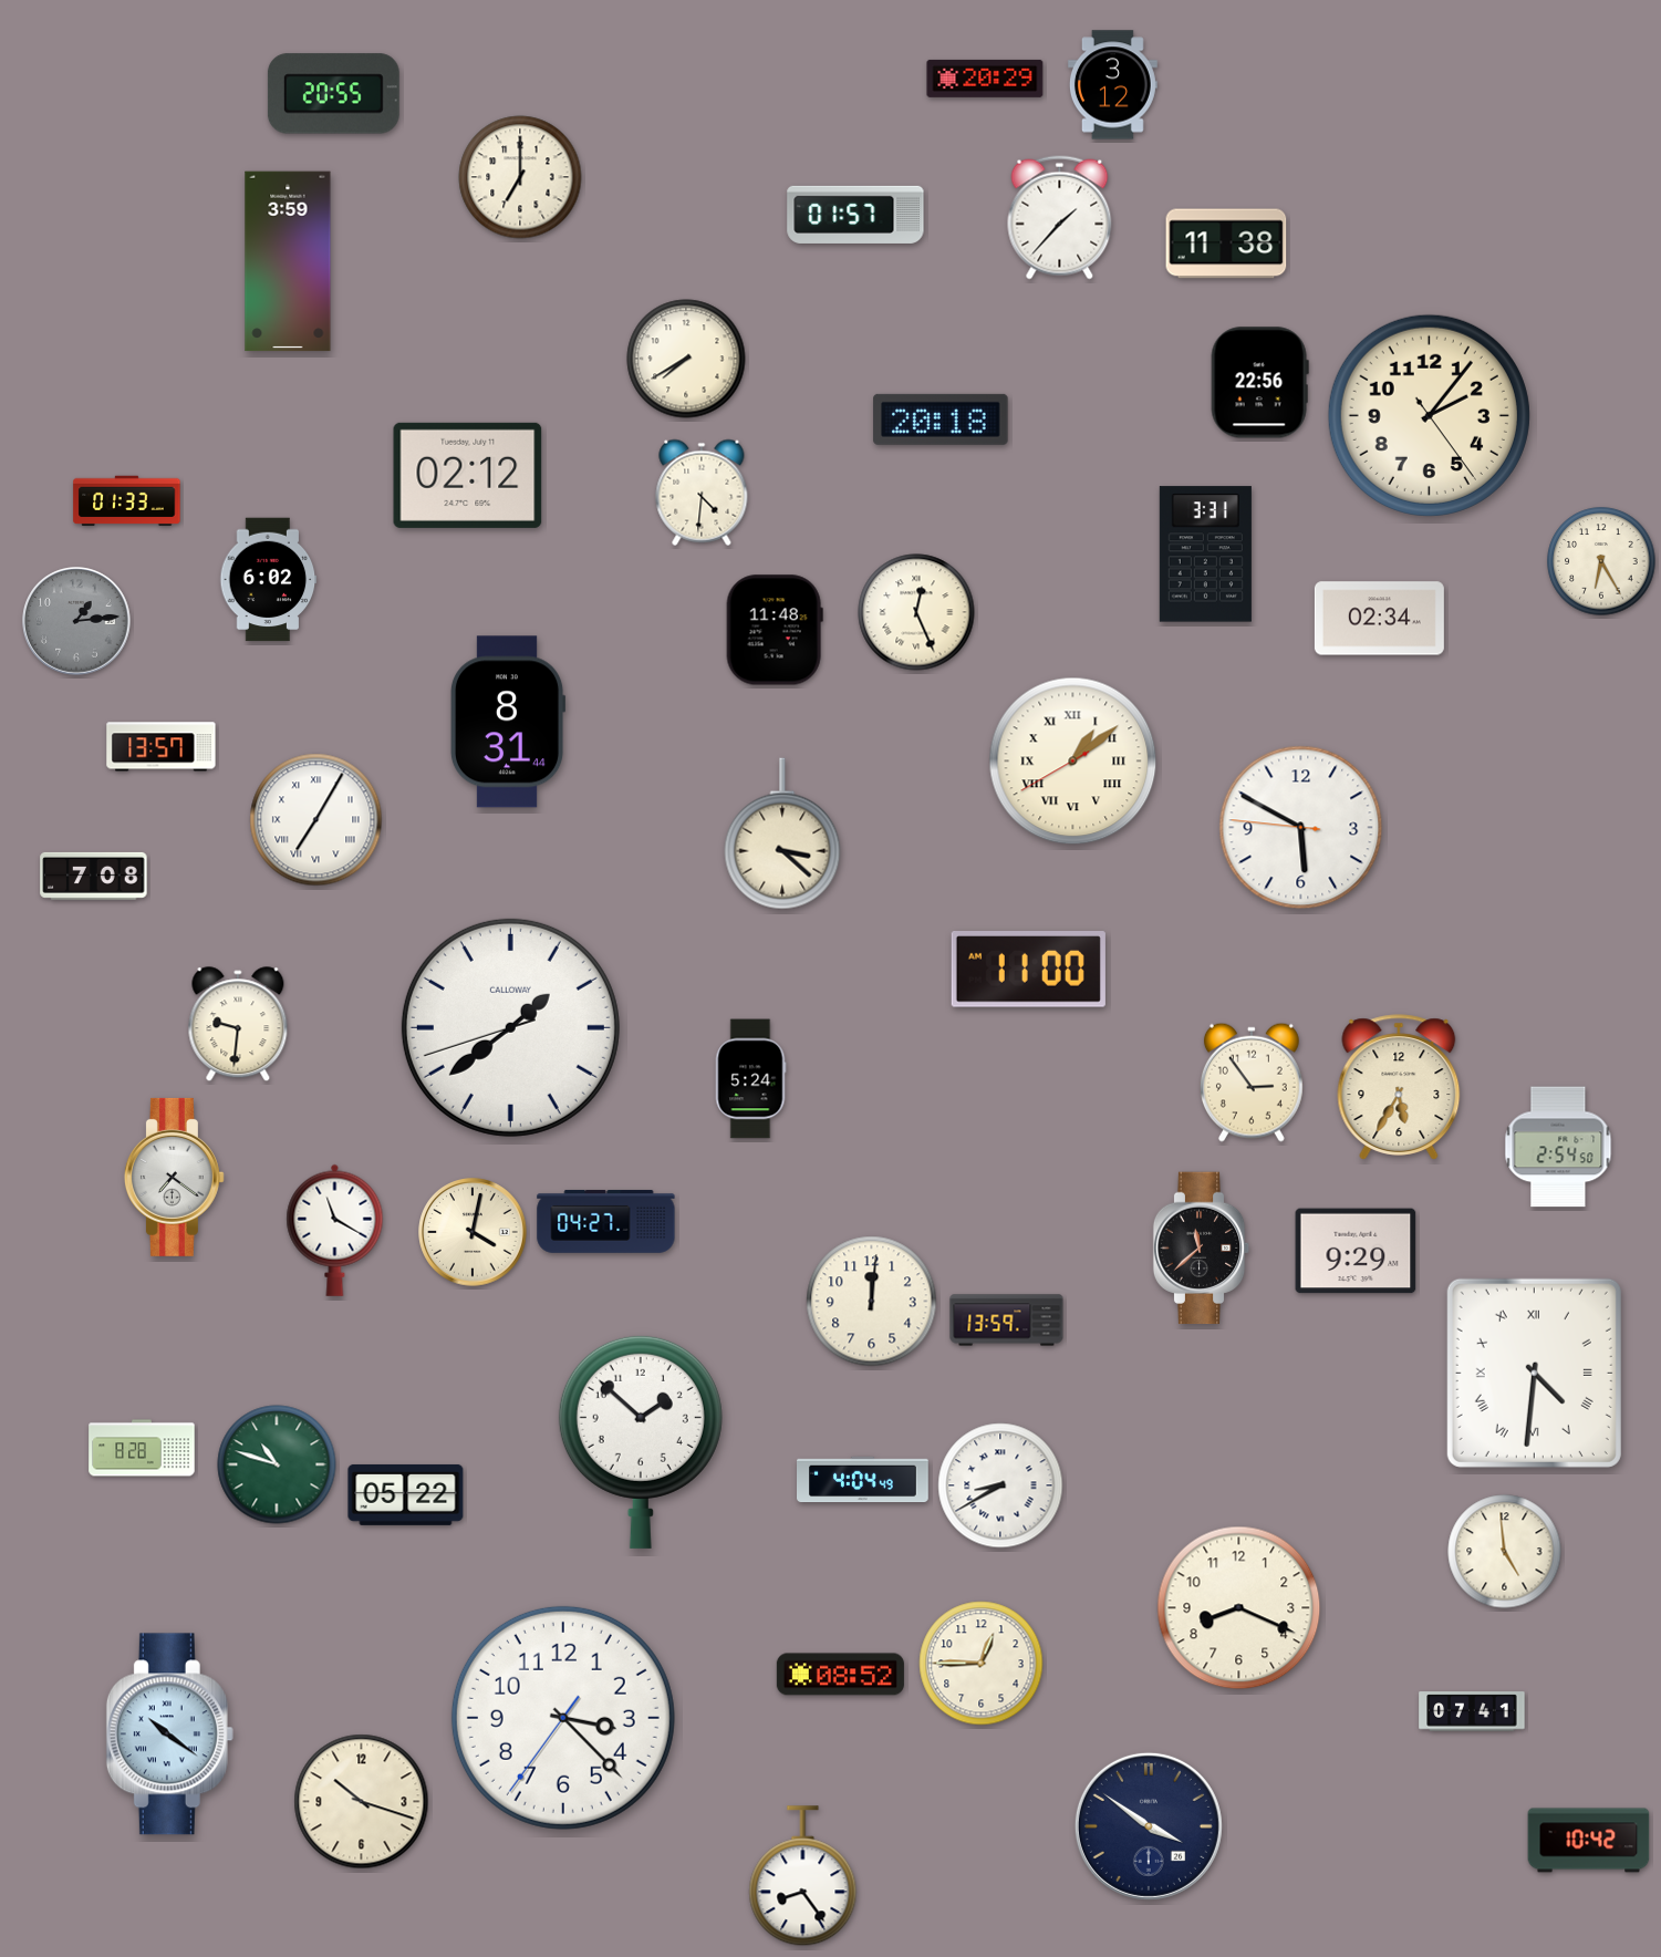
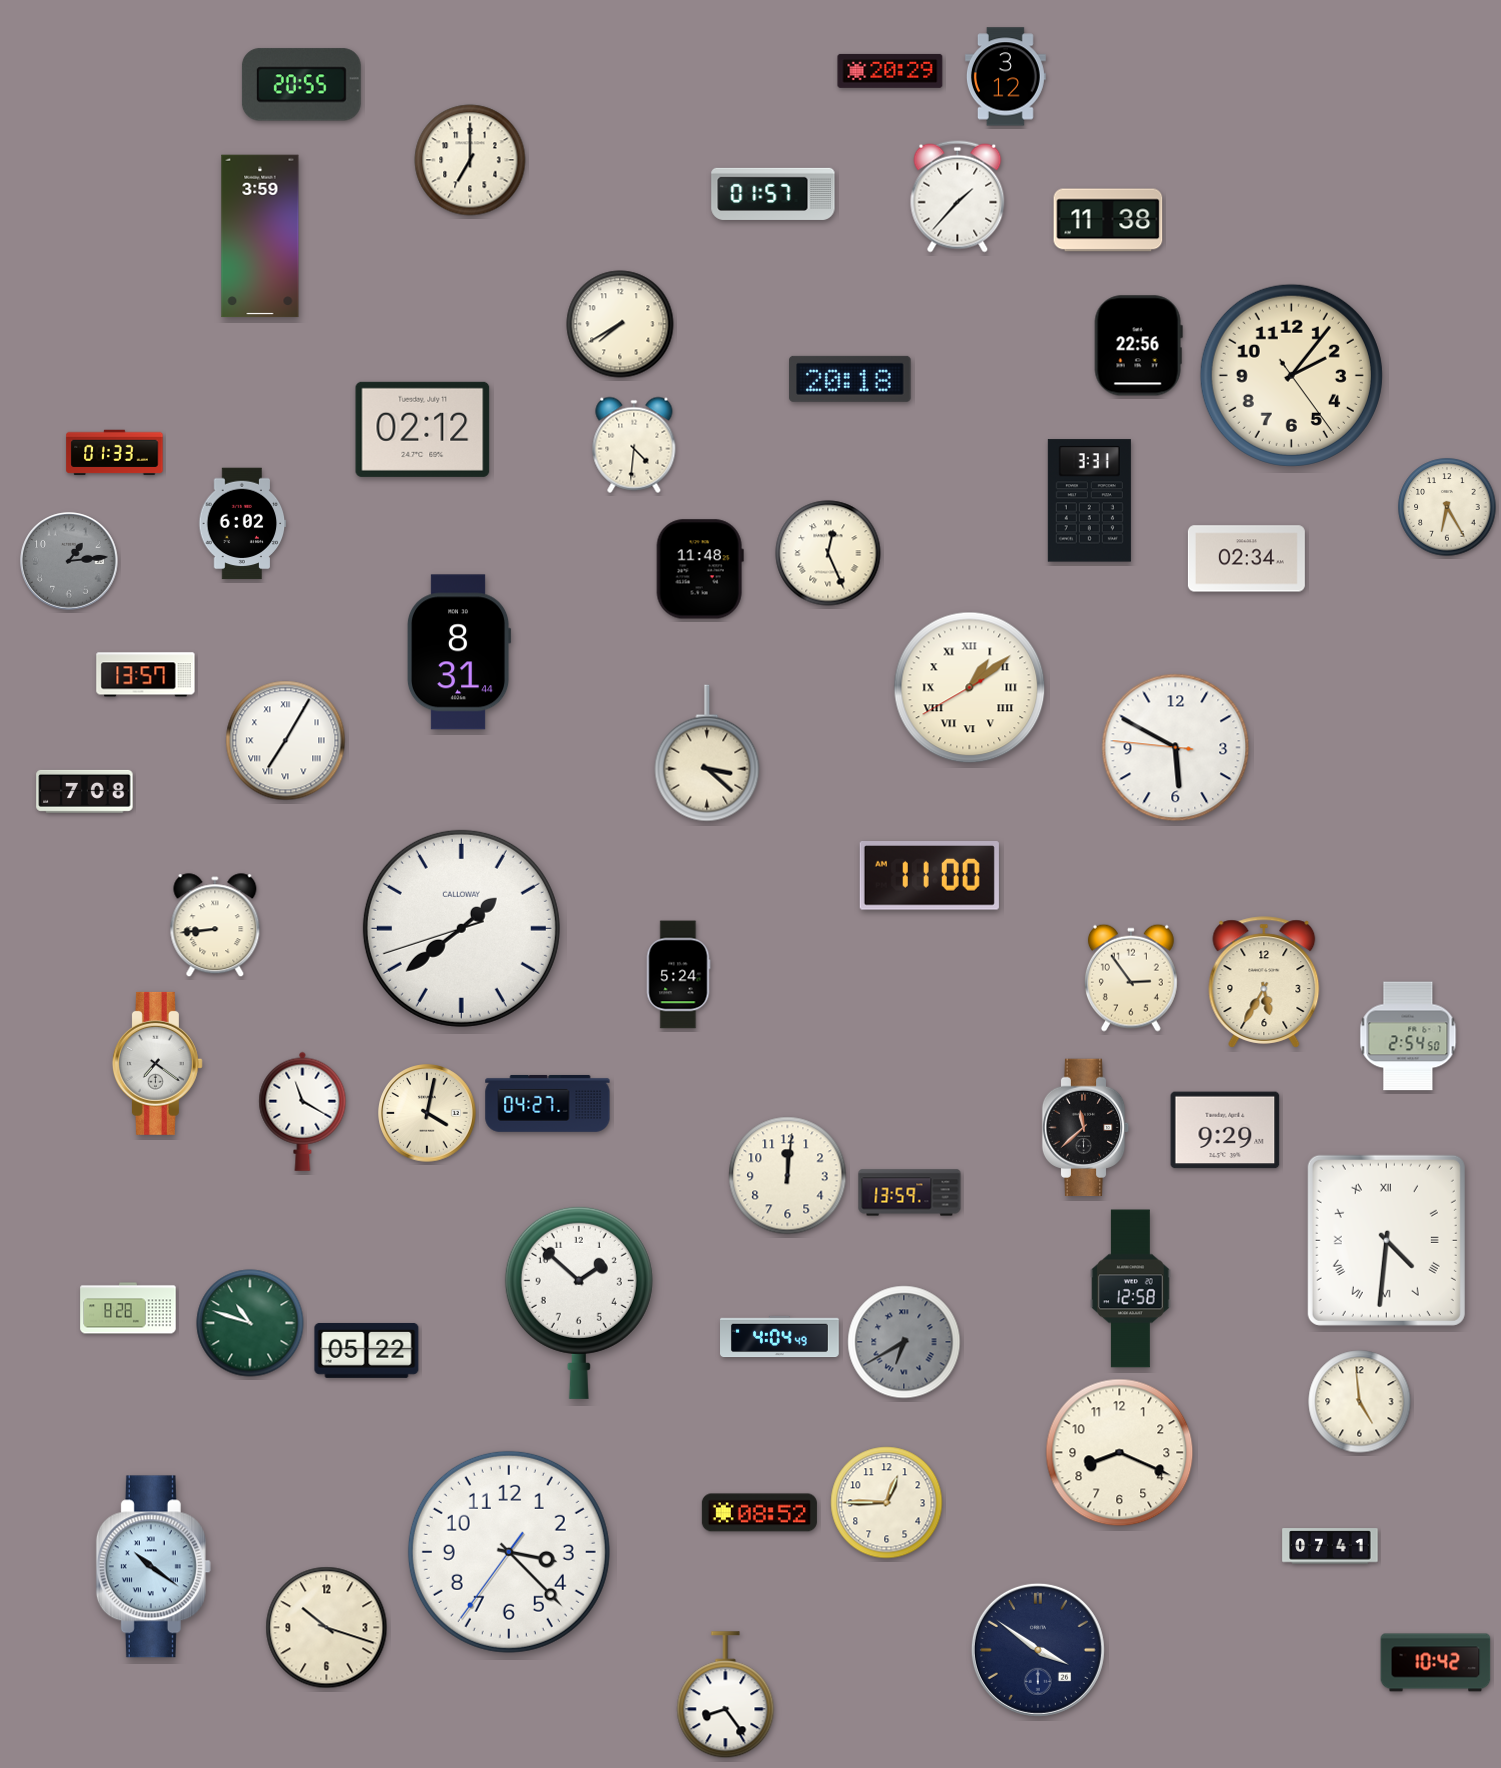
clock at (238, 1025): 9:31 -> 8:44
clock at (1131, 1289): none -> 12:58
clock at (1000, 1485): 8:40 -> 6:40
clock at (1000, 1485) dial: white -> grey
